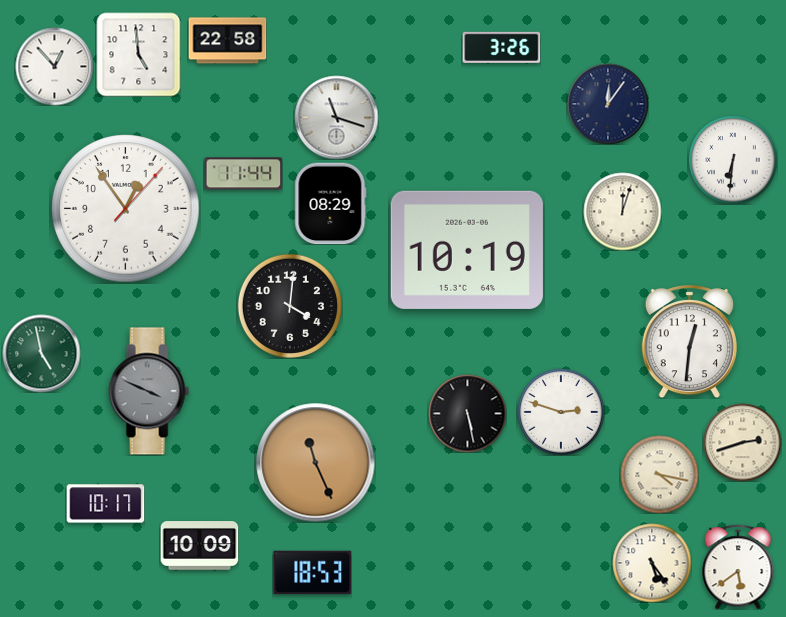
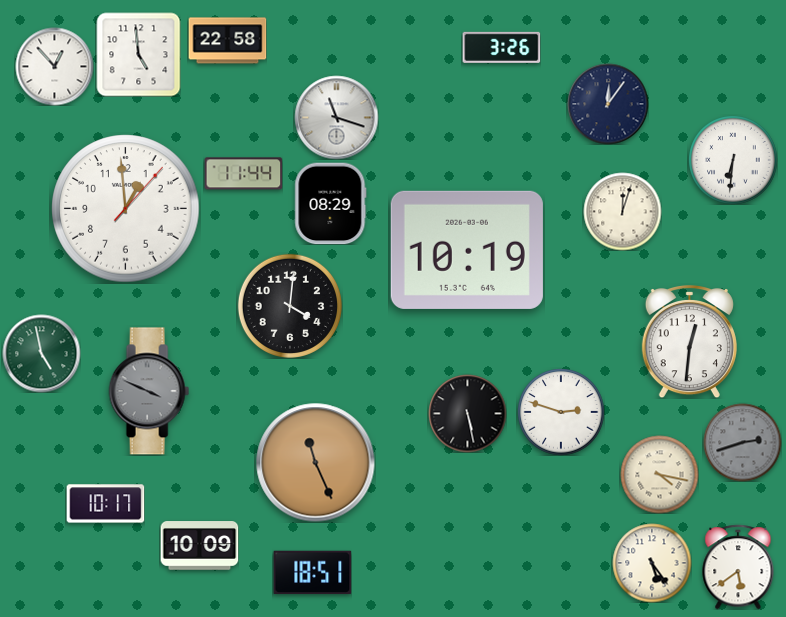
clock at (126, 209): 12:54 -> 12:59
clock at (742, 442) dial: cream -> grey
clock at (312, 573): 18:53 -> 18:51
